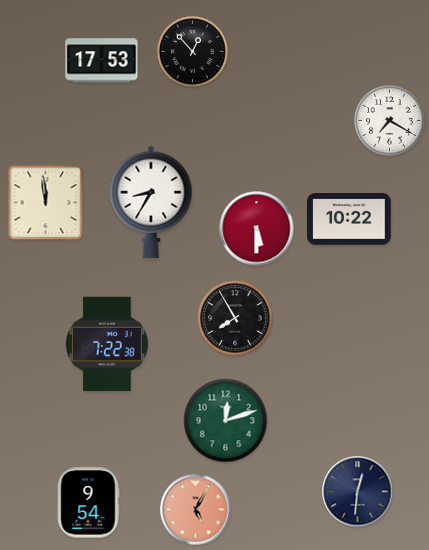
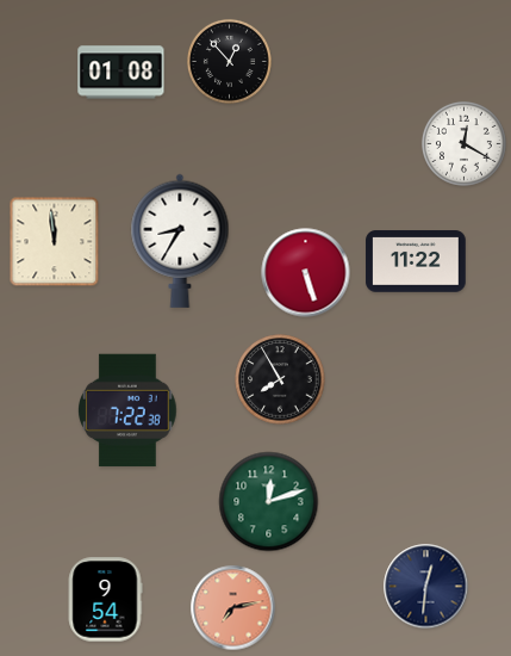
clock at (102, 61): 17:53 -> 01:08
clock at (389, 120): 7:20 -> 12:20
clock at (349, 219): 10:22 -> 11:22
clock at (257, 229): 5:30 -> 5:27
clock at (196, 510): 5:05 -> 7:13
